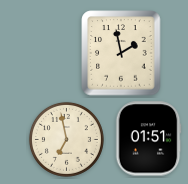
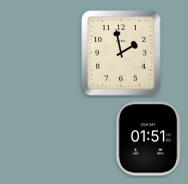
clock at (66, 139): 6:58 -> none
